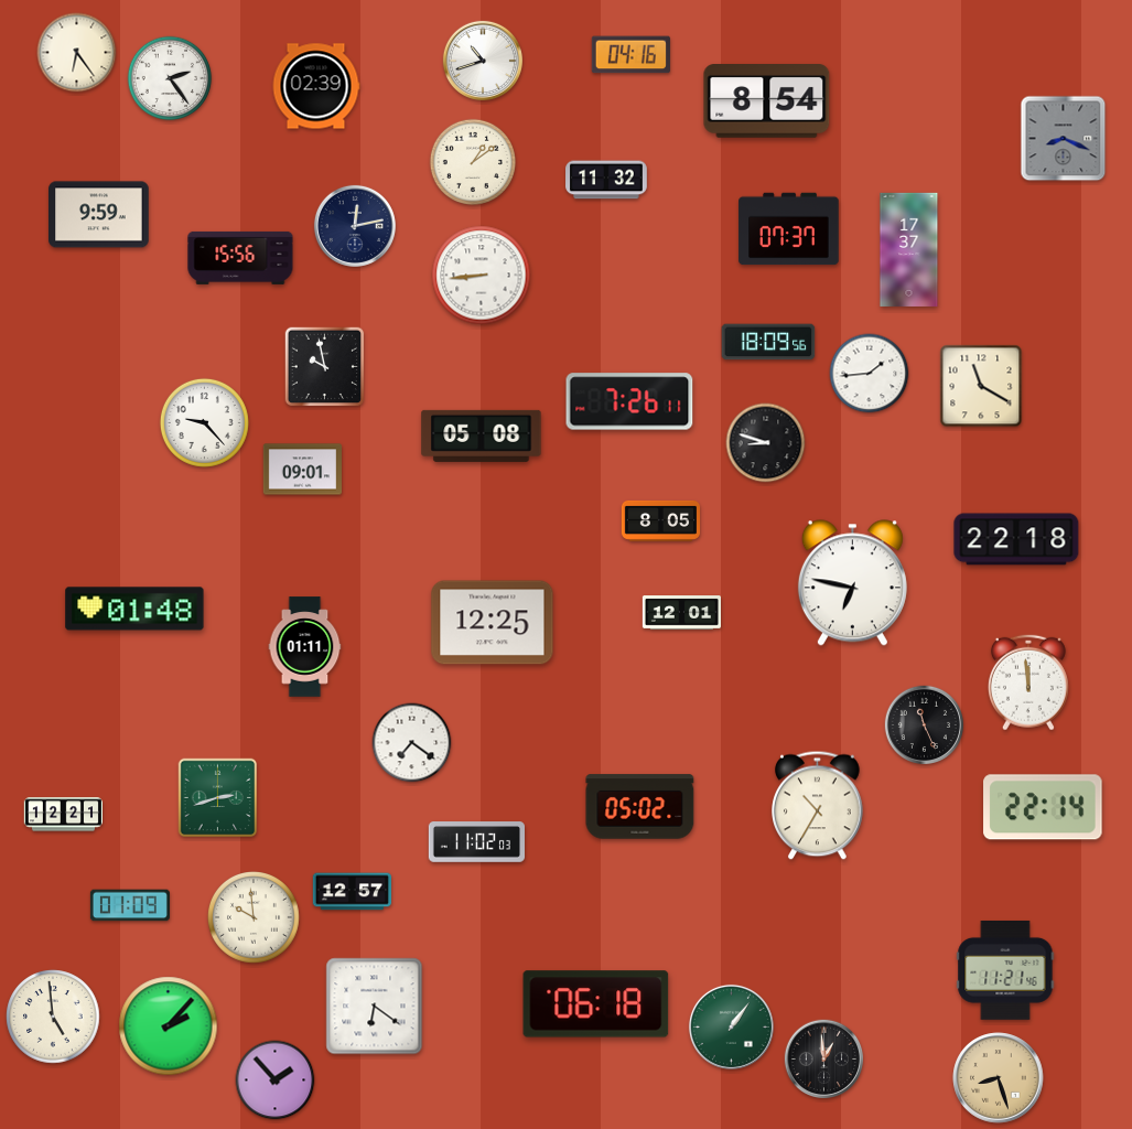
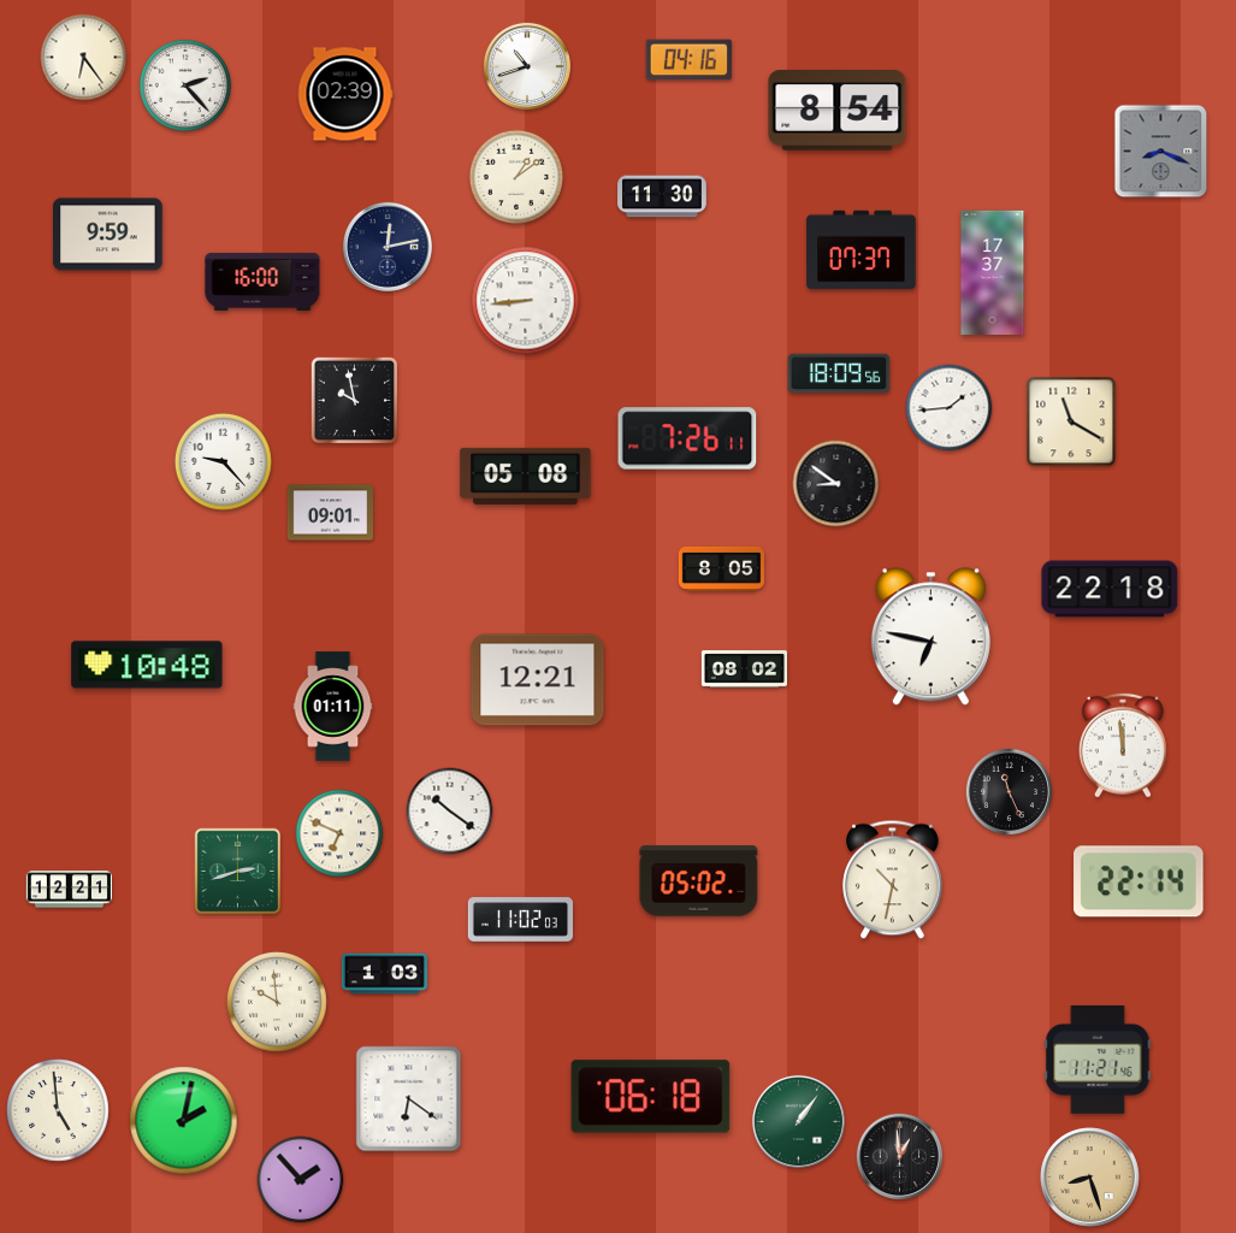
clock at (170, 78): 2:24 -> 2:23
clock at (606, 180): 11:32 -> 11:30
clock at (240, 258): 15:56 -> 16:00
clock at (766, 443): 8:48 -> 8:51
clock at (134, 609): 01:48 -> 10:48
clock at (681, 613): 12:01 -> 08:02
clock at (493, 623): 12:25 -> 12:21
clock at (412, 743): 7:21 -> 10:21
clock at (339, 833): none -> 6:49
clock at (818, 806): 10:35 -> 10:32
clock at (352, 892): 12:57 -> 1:03
clock at (130, 905): 01:09 -> none
clock at (169, 1026): 2:07 -> 2:02
